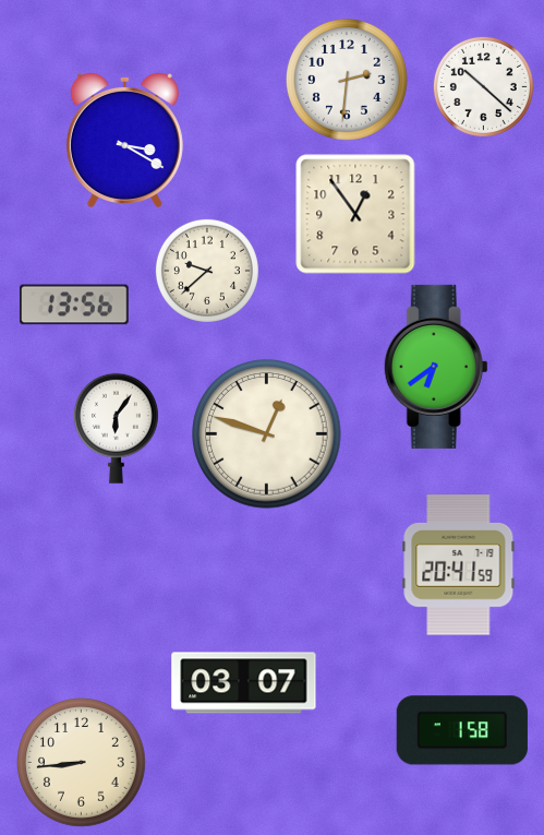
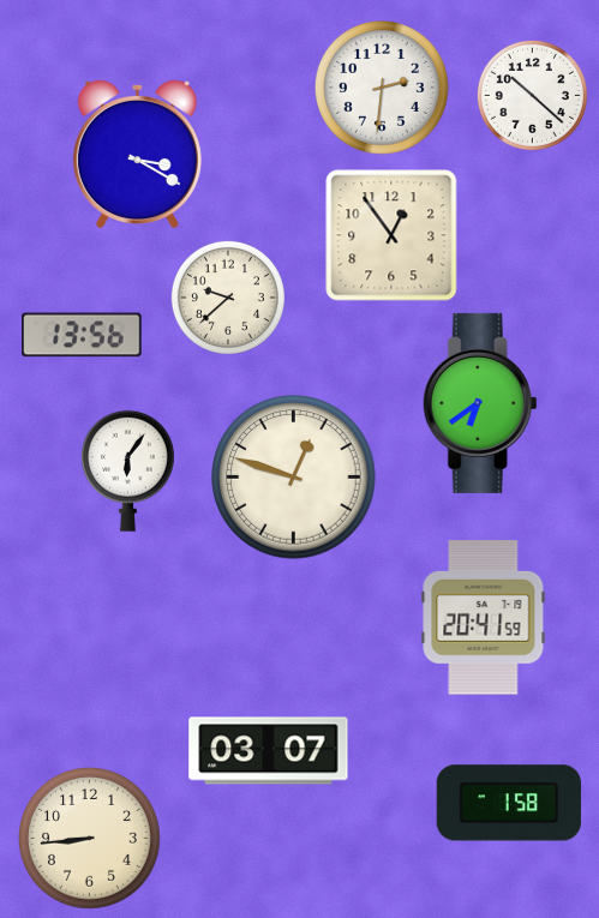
clock at (459, 565) position: (459, 565) -> (484, 618)
